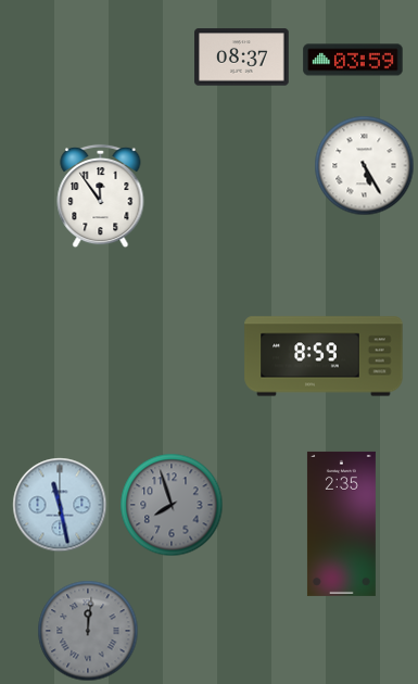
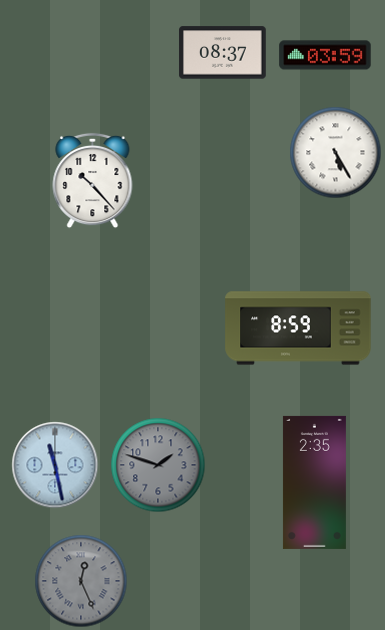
clock at (101, 195): 11:54 -> 10:23
clock at (172, 505): 7:57 -> 1:48
clock at (88, 631): 12:01 -> 12:26
